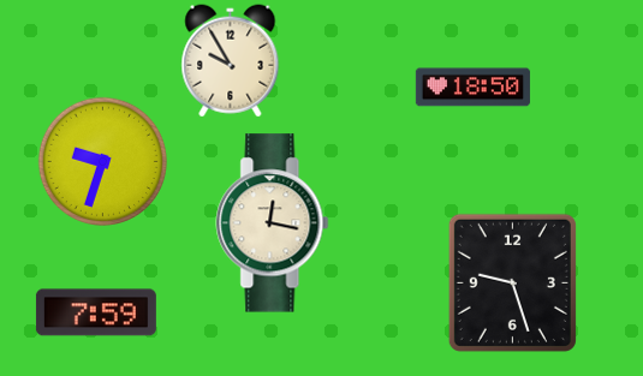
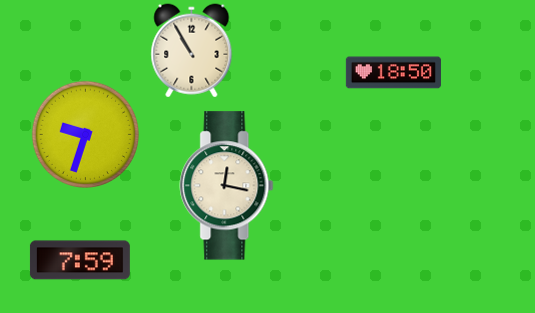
clock at (231, 61): 9:55 -> 10:55
clock at (512, 282): 9:27 -> none
